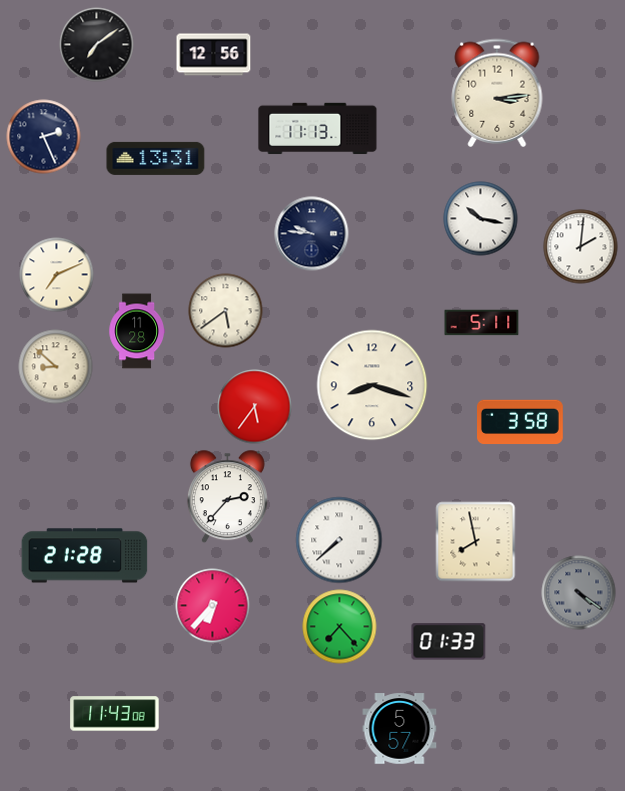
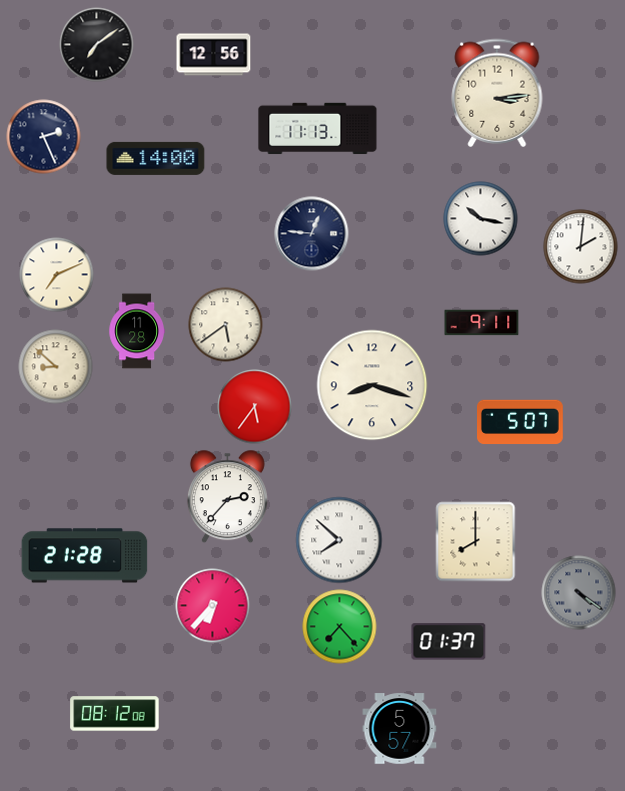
clock at (156, 158): 13:31 -> 14:00
clock at (312, 234): 9:46 -> 12:46
clock at (226, 311) position: (226, 311) -> (226, 325)
clock at (482, 323): 5:11 -> 9:11
clock at (521, 422): 3:58 -> 5:07
clock at (339, 540): 7:38 -> 7:52
clock at (476, 542): 7:58 -> 8:00
clock at (449, 642): 01:33 -> 01:37
clock at (115, 714): 11:43 -> 08:12
